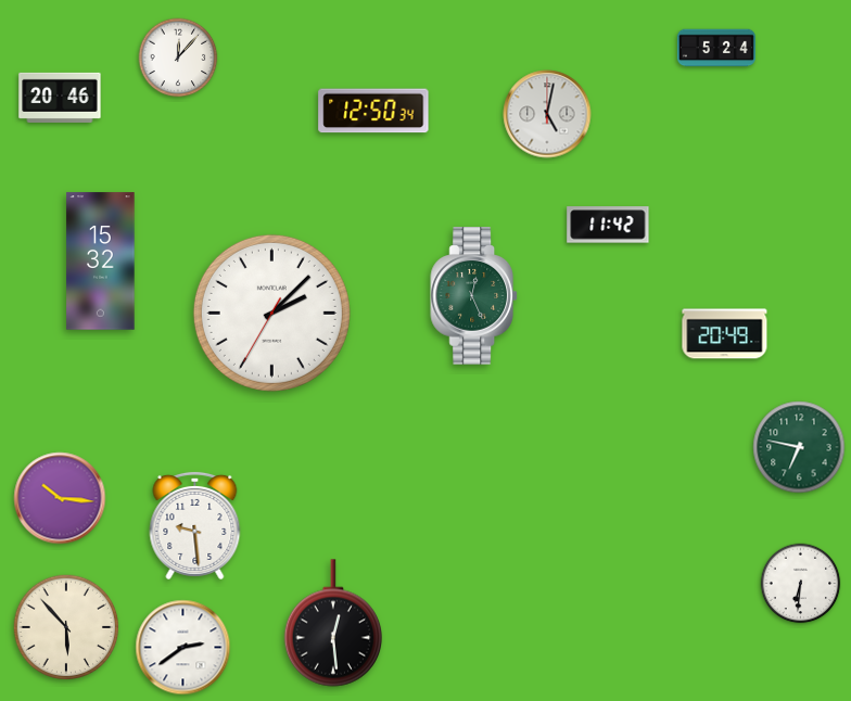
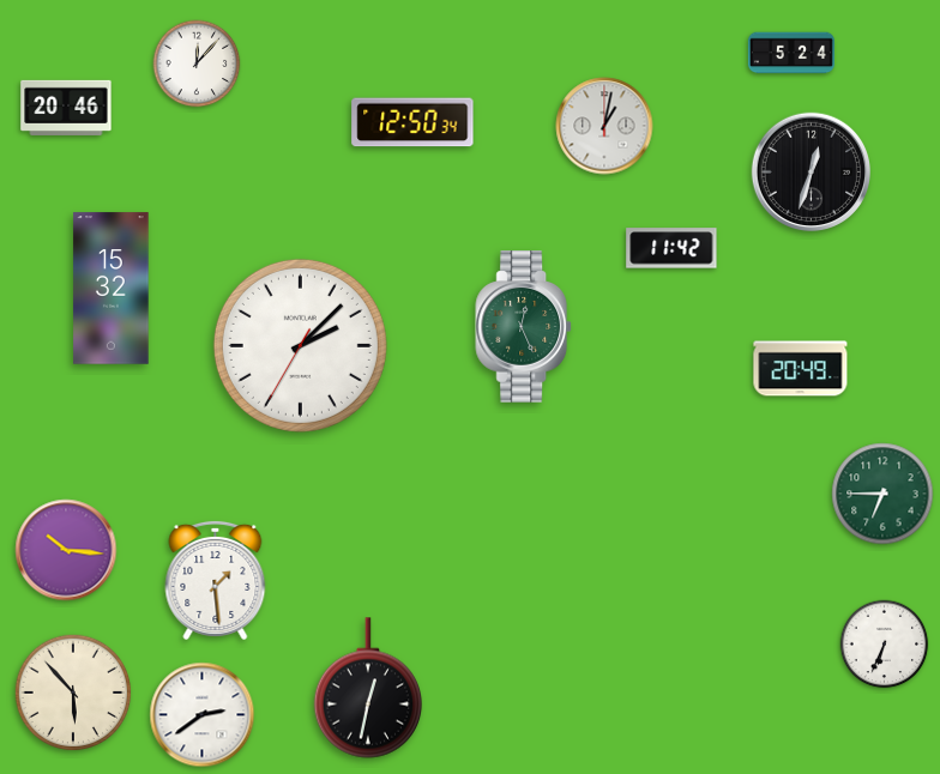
clock at (547, 114): 5:02 -> 1:02
clock at (811, 171): none -> 12:33
clock at (799, 447): 6:47 -> 6:45
clock at (195, 525): 9:29 -> 1:29
clock at (801, 584): 6:31 -> 6:34
clock at (332, 623): 12:29 -> 12:32
